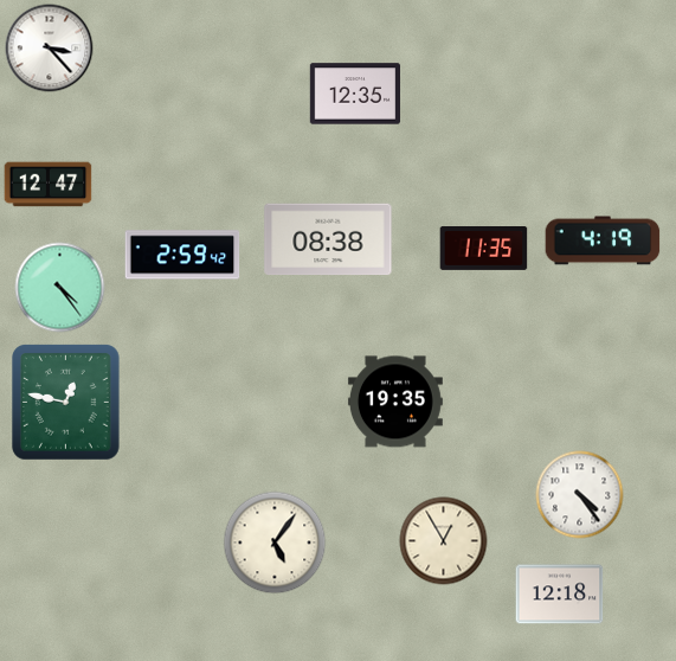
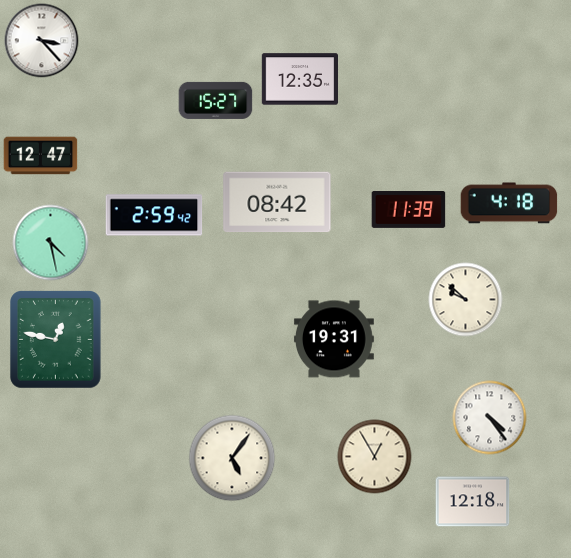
clock at (216, 100): none -> 15:27
clock at (328, 239): 08:38 -> 08:42
clock at (603, 240): 4:19 -> 4:18
clock at (484, 249): 11:35 -> 11:39
clock at (60, 288): 4:24 -> 4:28
clock at (466, 300): none -> 9:52
clock at (395, 402): 19:35 -> 19:31
